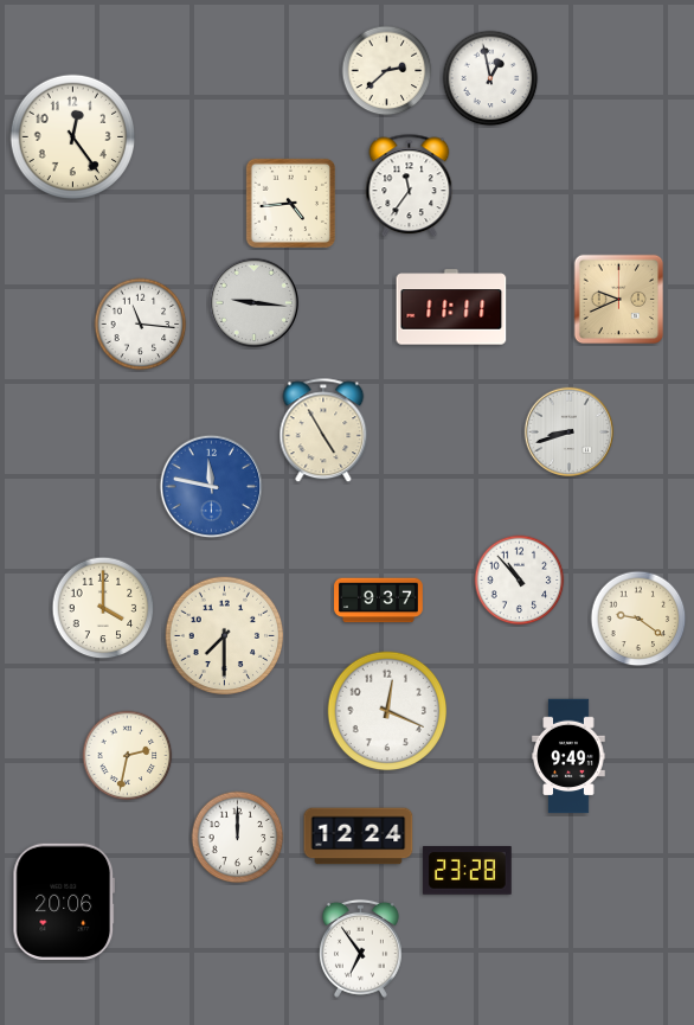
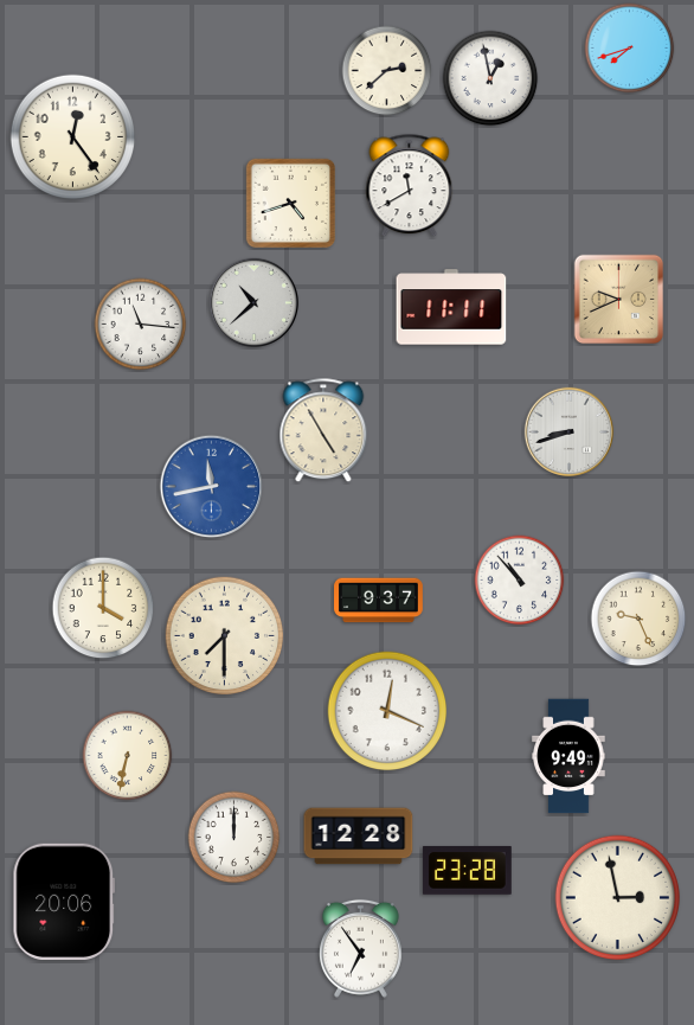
clock at (630, 49): none -> 7:42
clock at (410, 186): 11:36 -> 11:40
clock at (290, 203): 4:44 -> 4:42
clock at (253, 302): 9:16 -> 10:38
clock at (212, 487): 11:47 -> 11:43
clock at (638, 619): 9:21 -> 9:26
clock at (128, 756): 2:32 -> 6:32
clock at (359, 837): 12:24 -> 12:28
clock at (238, 838) position: (238, 838) -> (234, 838)
clock at (618, 898): none -> 2:58
